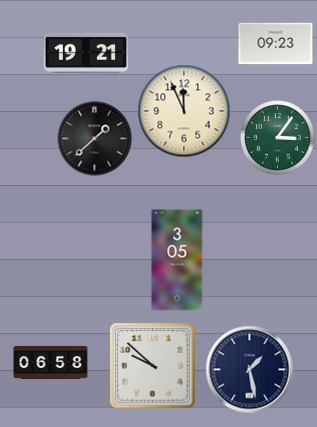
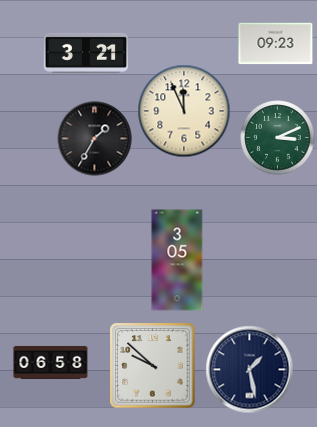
clock at (85, 53): 19:21 -> 3:21
clock at (278, 138): 3:06 -> 3:11
clock at (95, 139): 1:38 -> 1:35
